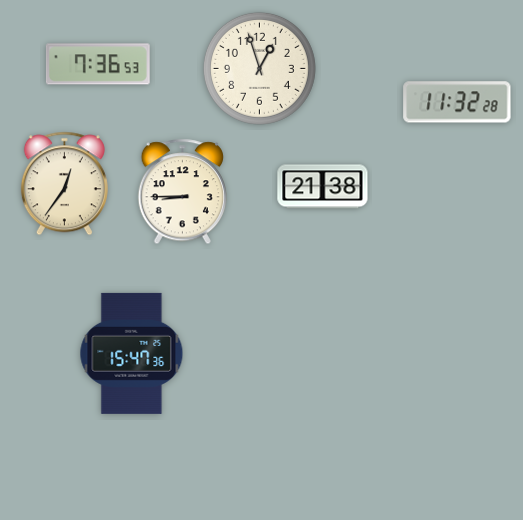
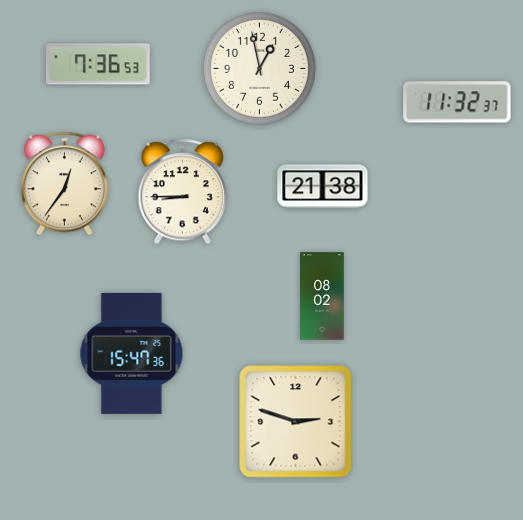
clock at (259, 68): 12:57 -> 12:58
clock at (457, 102): 11:32:28 -> 11:32:37
clock at (322, 296): none -> 08:02
clock at (296, 422): none -> 2:48
